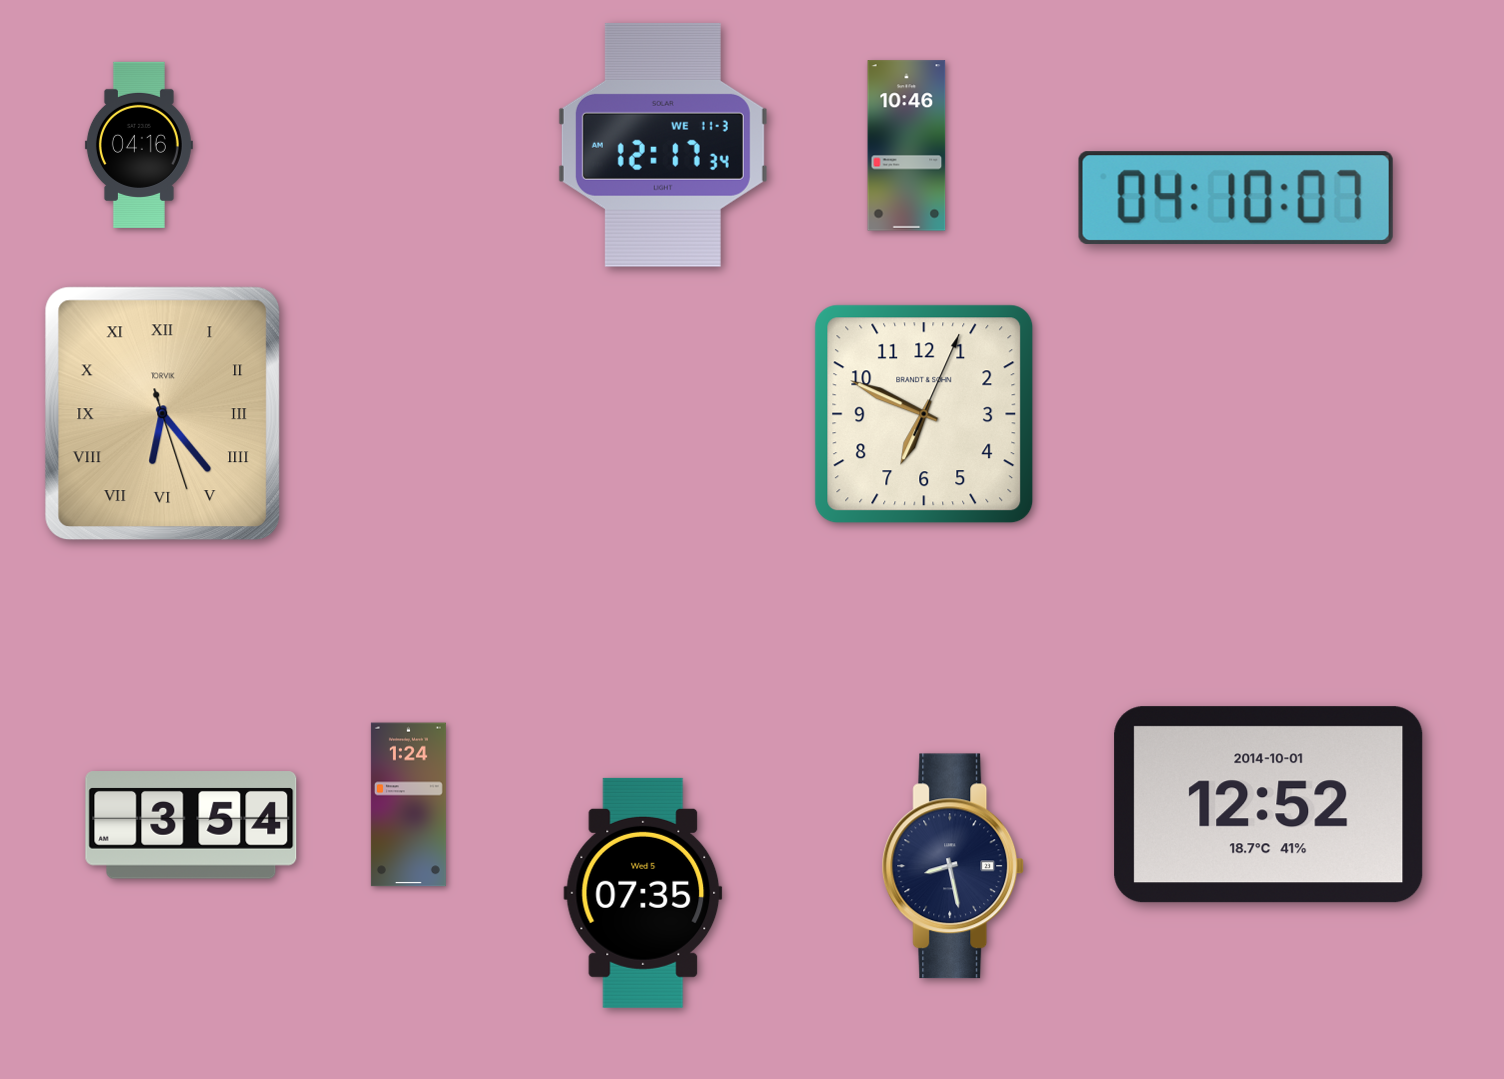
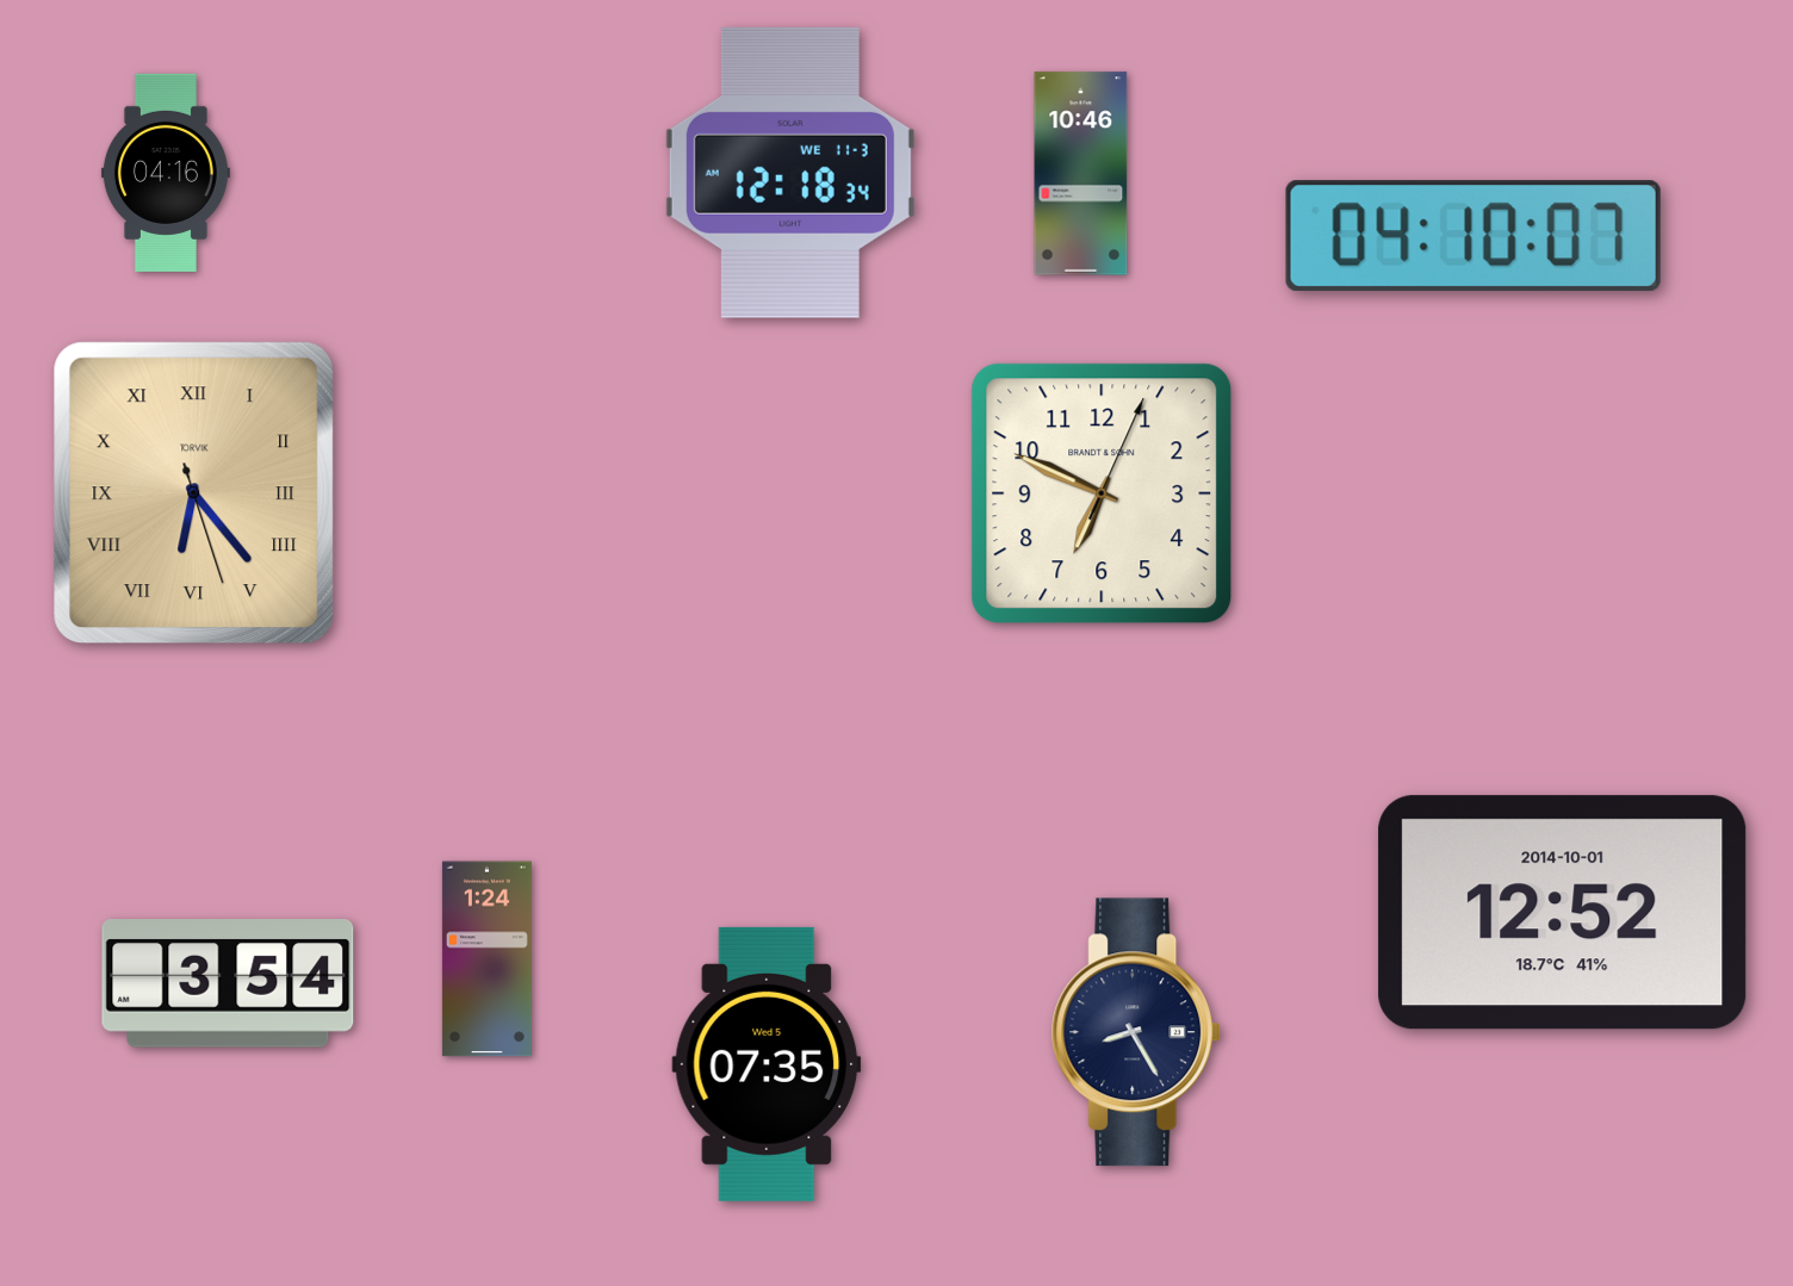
clock at (663, 145): 12:17 -> 12:18
clock at (1269, 805) position: (1269, 805) -> (1563, 913)
clock at (953, 866): 8:28 -> 8:25
